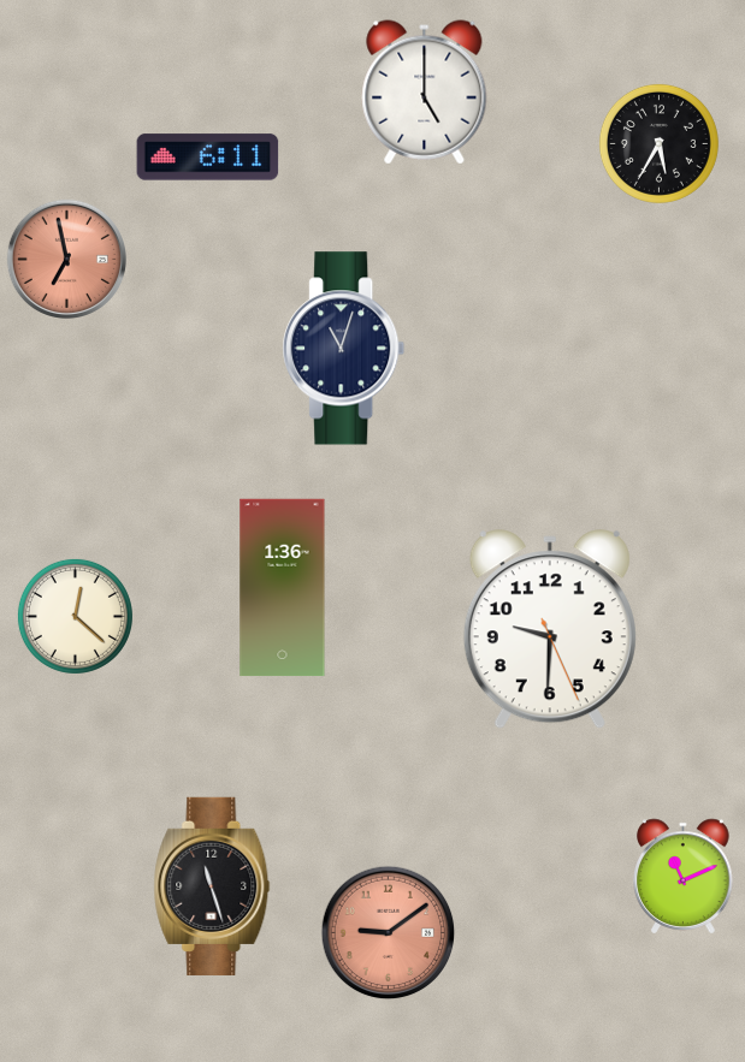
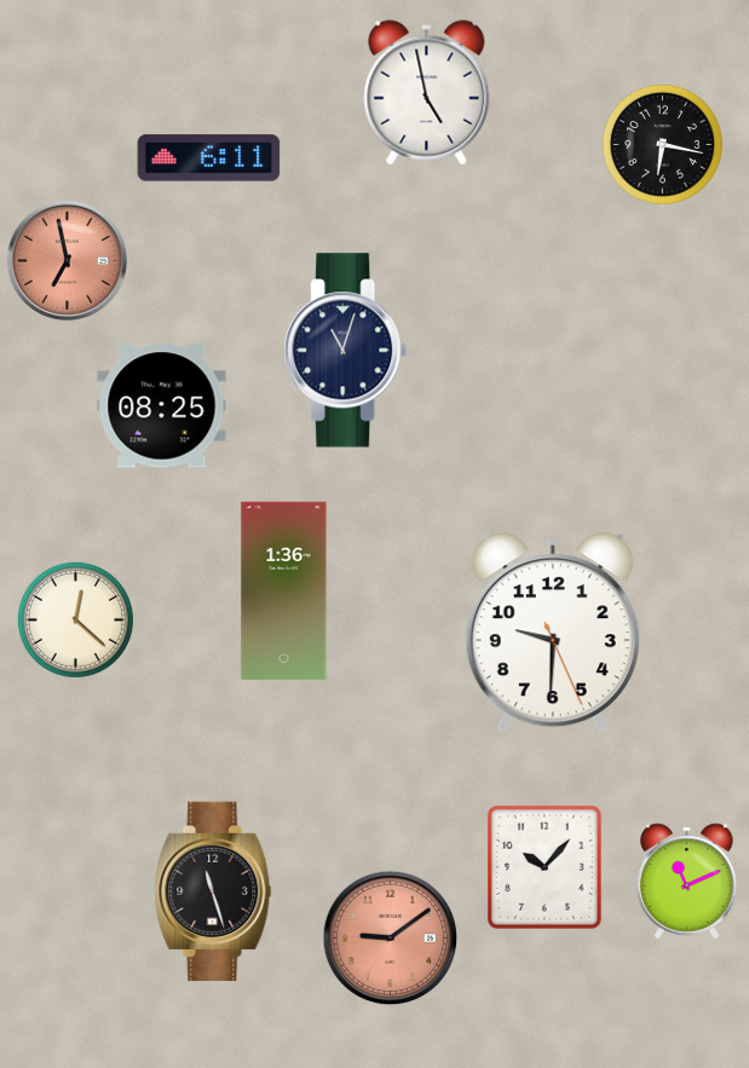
clock at (425, 93): 5:00 -> 4:58
clock at (658, 143): 5:35 -> 6:17
clock at (162, 406): none -> 08:25
clock at (546, 868): none -> 10:07
